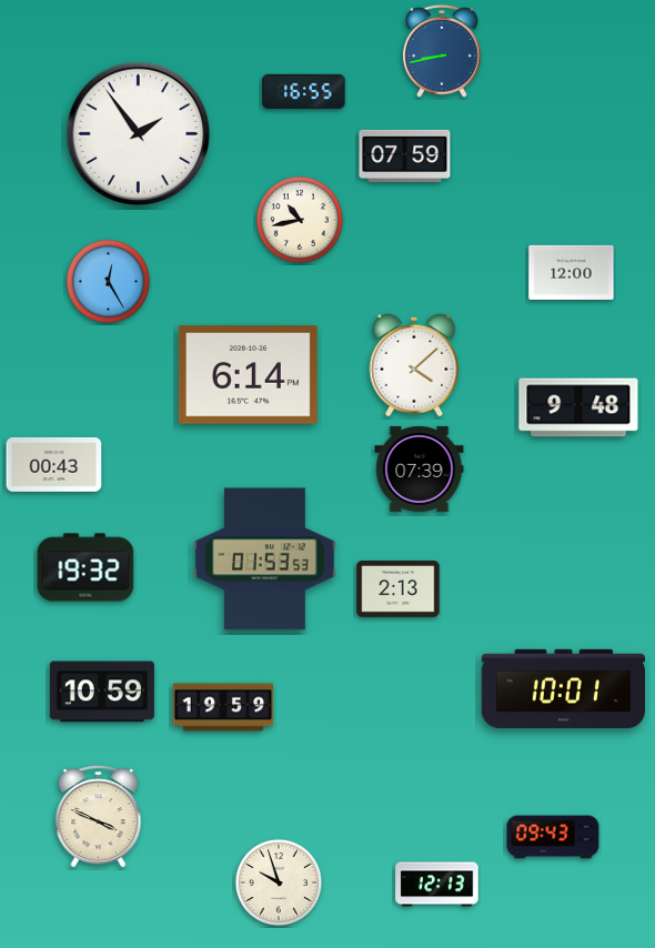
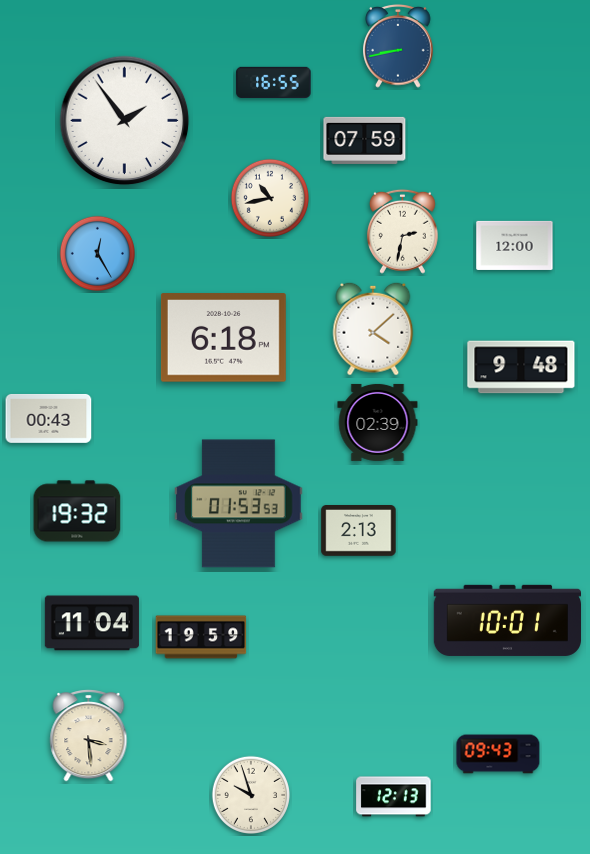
clock at (402, 231): none -> 2:32
clock at (248, 375): 6:14 -> 6:18
clock at (420, 468): 07:39 -> 02:39
clock at (102, 692): 10:59 -> 11:04
clock at (99, 817): 3:49 -> 3:29
